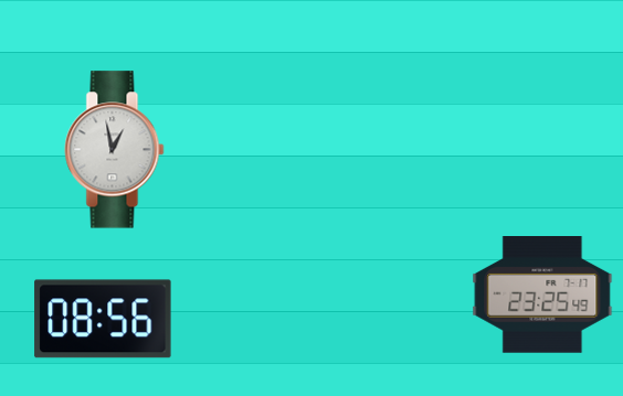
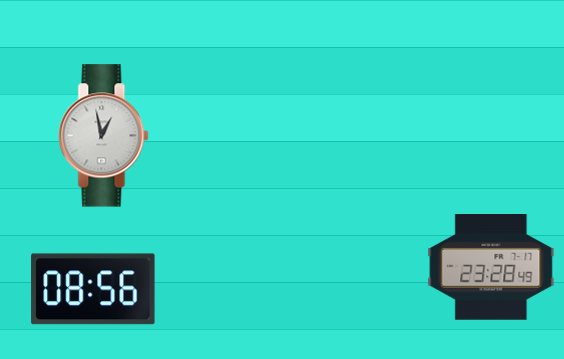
clock at (542, 296): 23:25 -> 23:28
